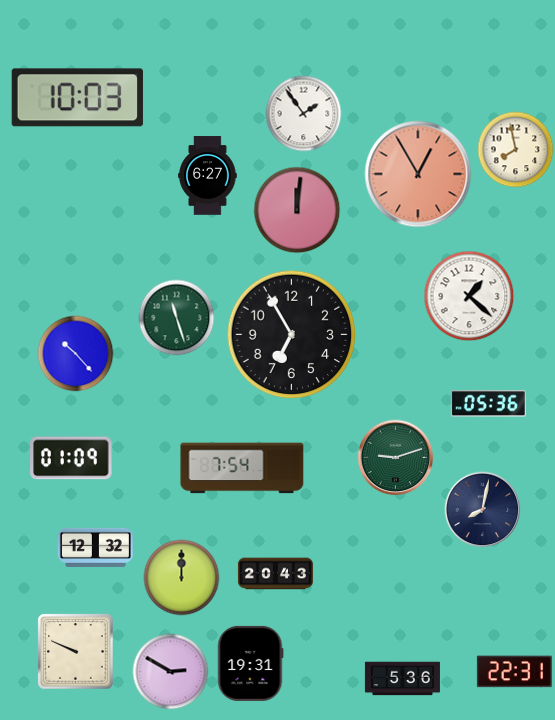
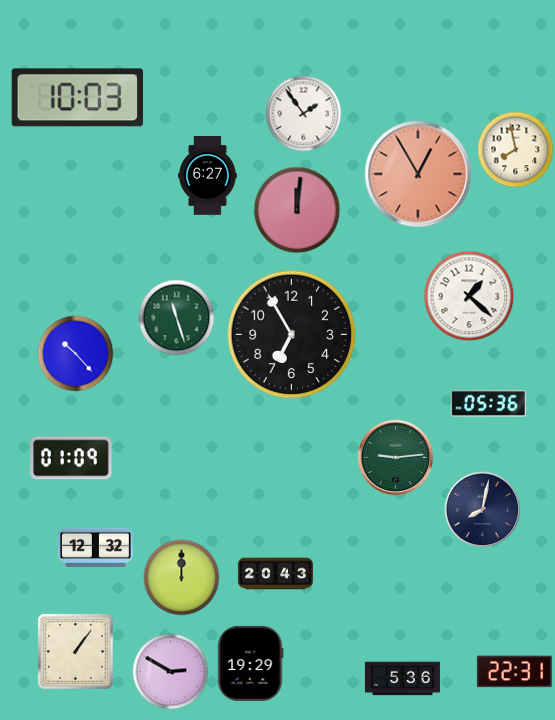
clock at (396, 458): 9:12 -> 9:14
clock at (242, 468): 7:54 -> none
clock at (76, 652): 9:49 -> 1:06
clock at (250, 663): 19:31 -> 19:29
